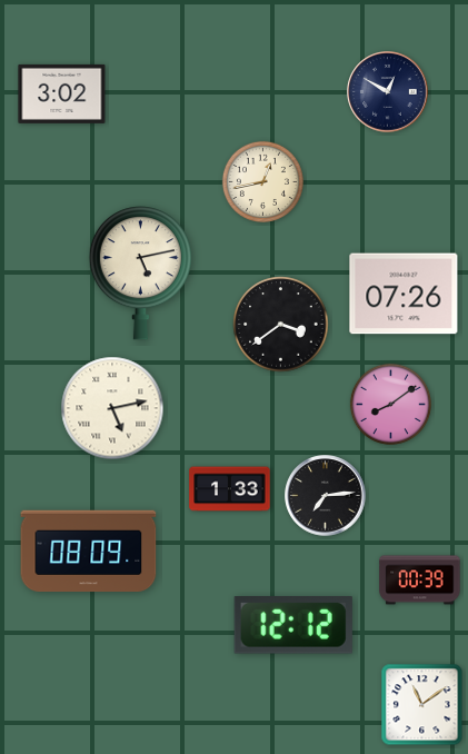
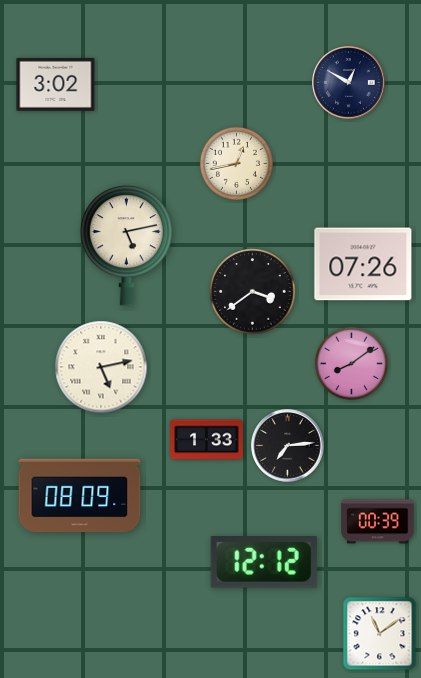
clock at (326, 496) position: (326, 496) -> (288, 446)
